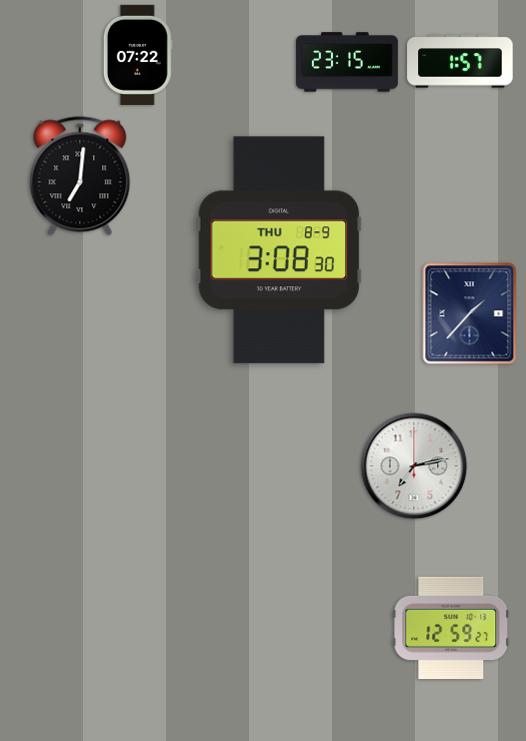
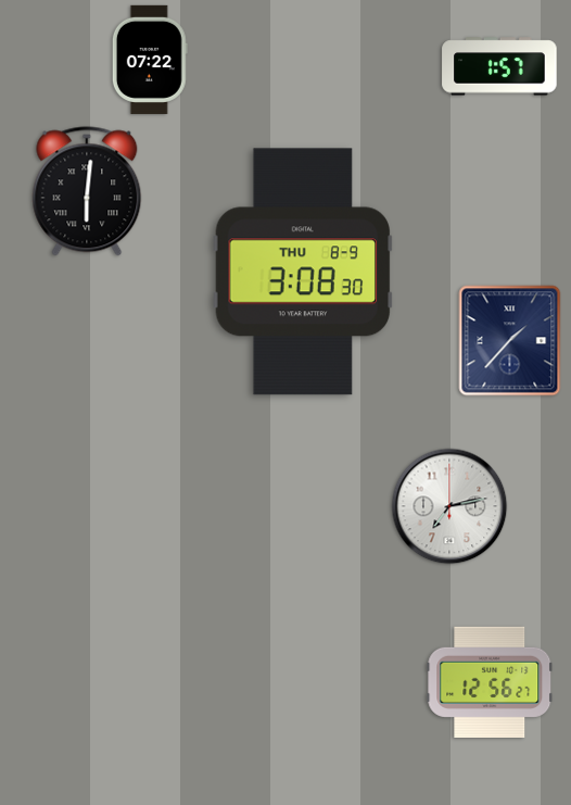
clock at (347, 62): 23:15 -> none
clock at (80, 176): 7:01 -> 6:01
clock at (451, 628): 12:59 -> 12:56
